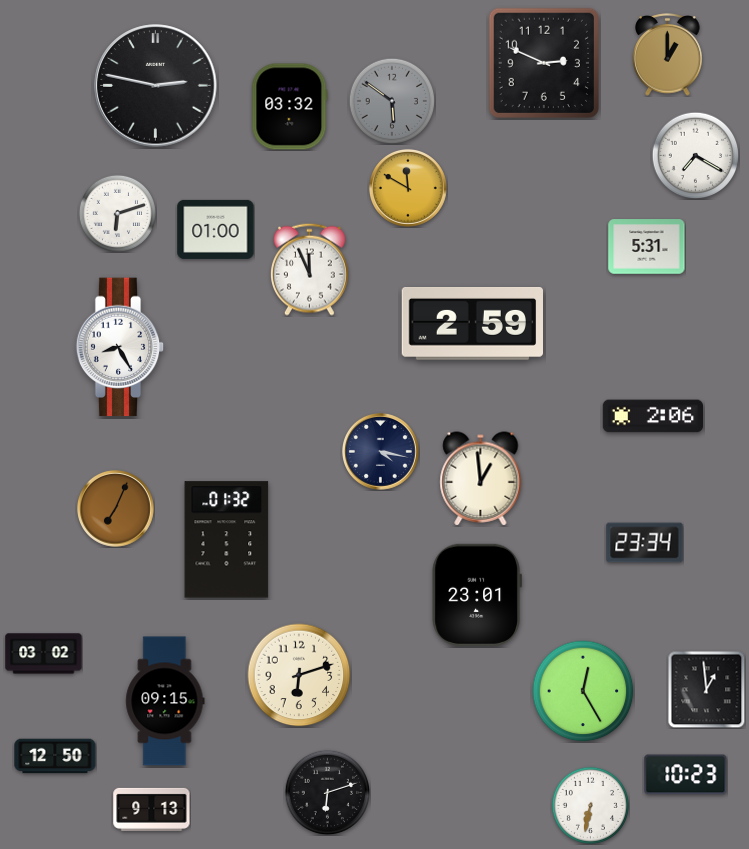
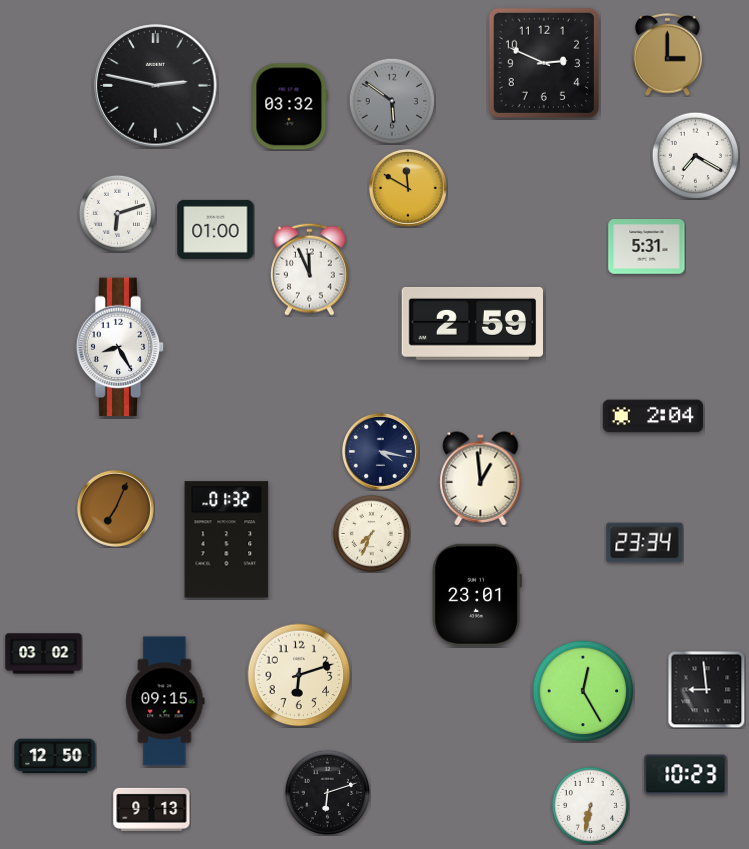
clock at (668, 55): 1:00 -> 3:00
clock at (652, 416): 2:06 -> 2:04
clock at (371, 533): none -> 7:34
clock at (706, 689): 12:59 -> 8:59
